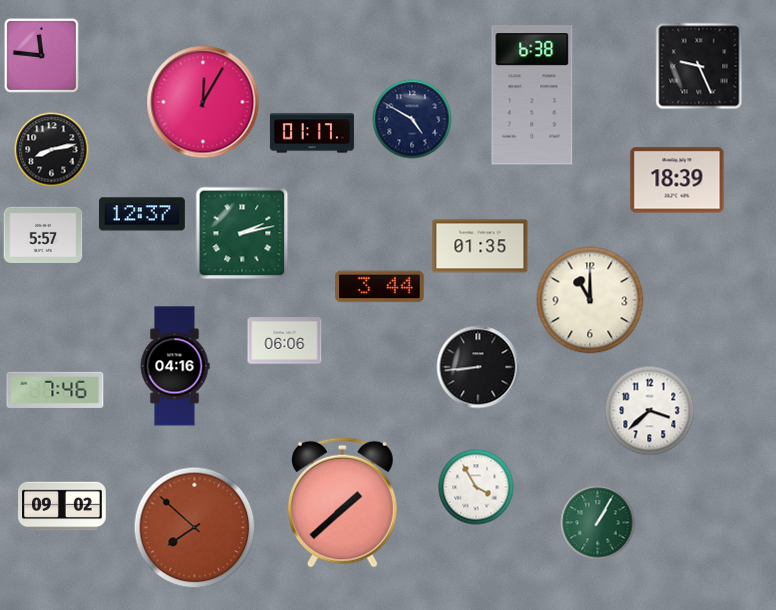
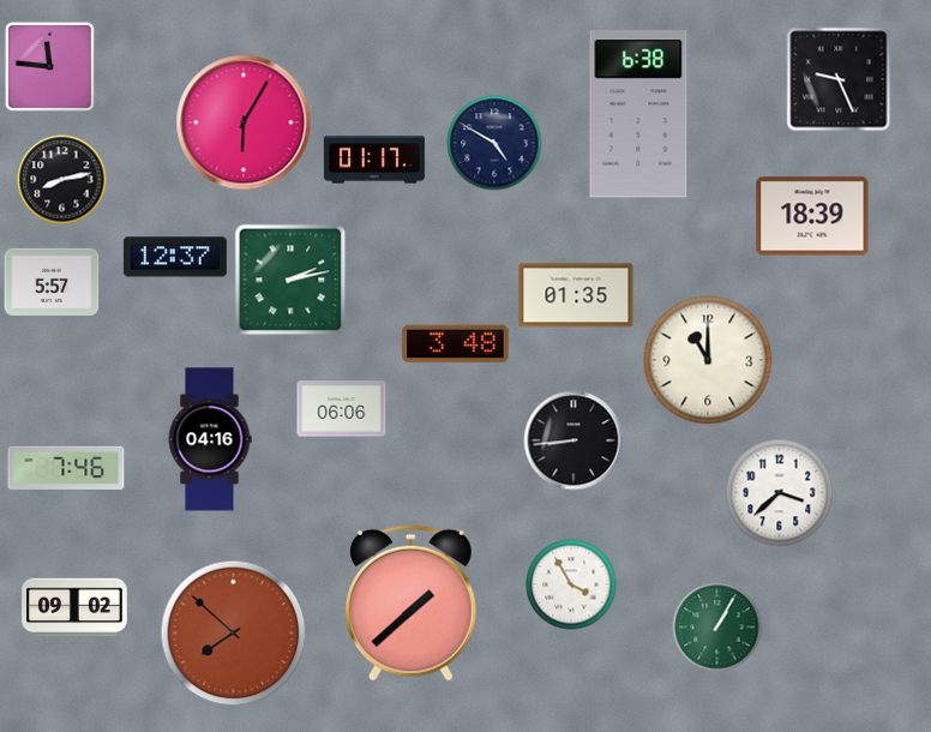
clock at (203, 102): 12:05 -> 6:05
clock at (142, 214) position: (142, 214) -> (175, 257)
clock at (380, 287): 3:44 -> 3:48
